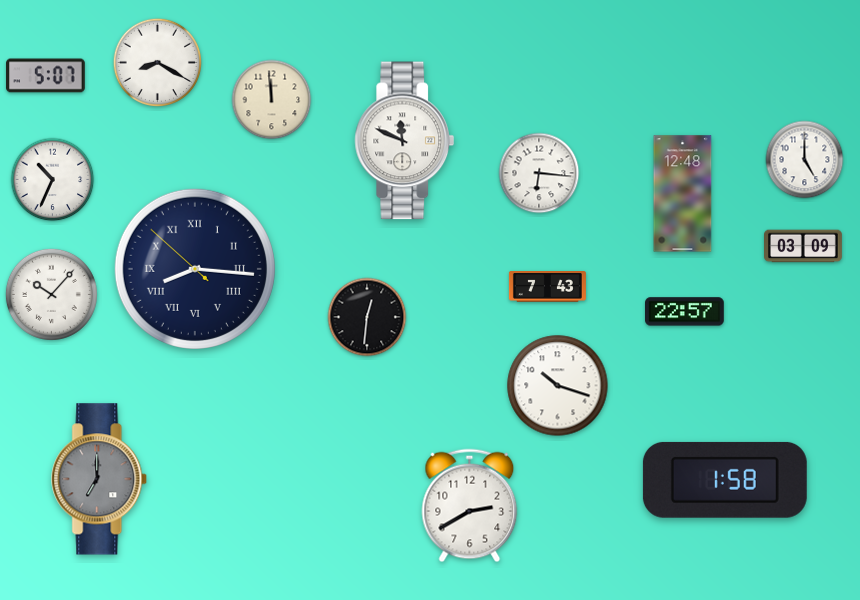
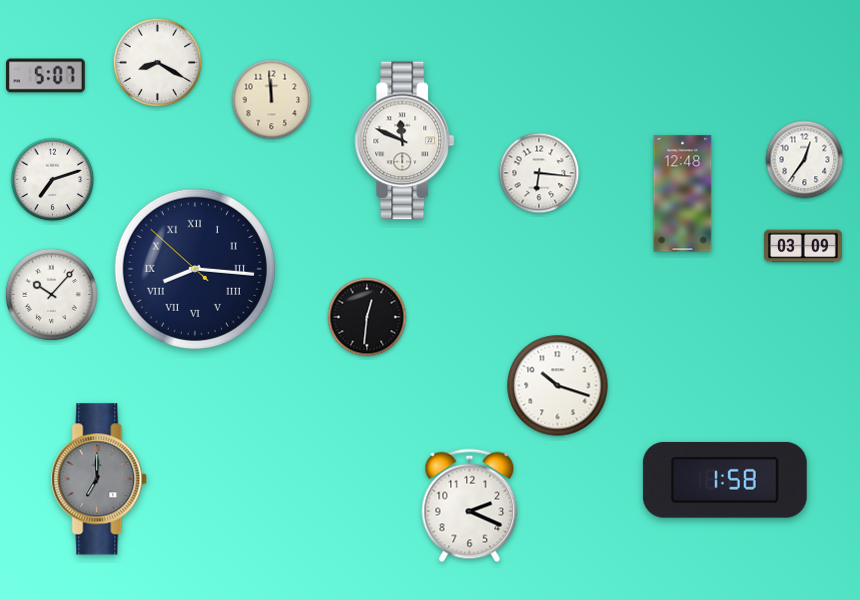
clock at (805, 160): 5:00 -> 12:36
clock at (53, 180): 10:34 -> 7:12
clock at (547, 287): 7:43 -> none
clock at (685, 312): 22:57 -> none
clock at (470, 506): 2:40 -> 2:19
